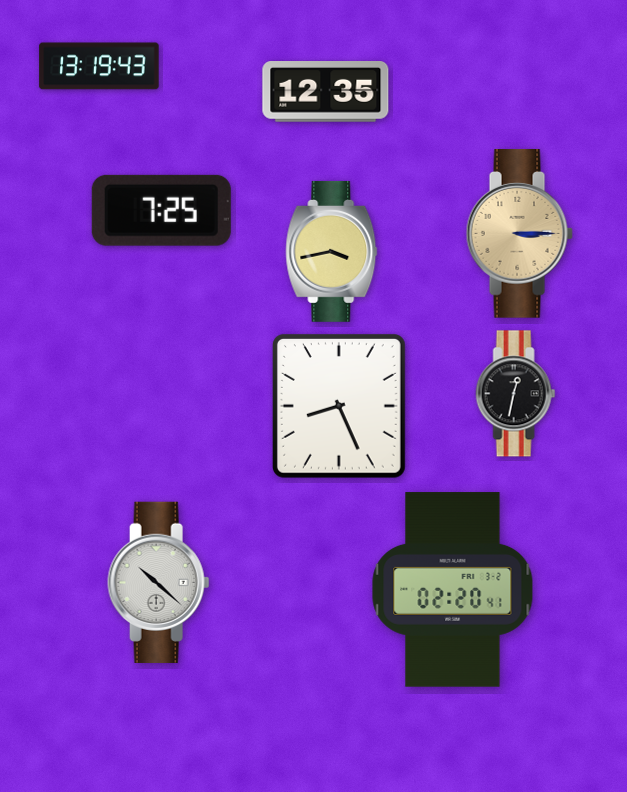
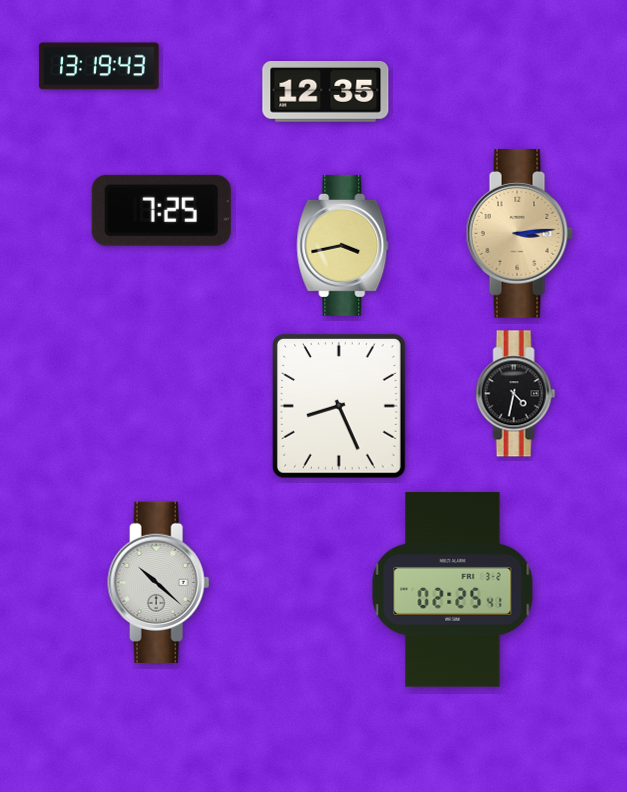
clock at (519, 234): 3:15 -> 3:14
clock at (332, 251) position: (332, 251) -> (343, 245)
clock at (516, 394): 12:32 -> 4:32
clock at (453, 590): 02:20 -> 02:25
